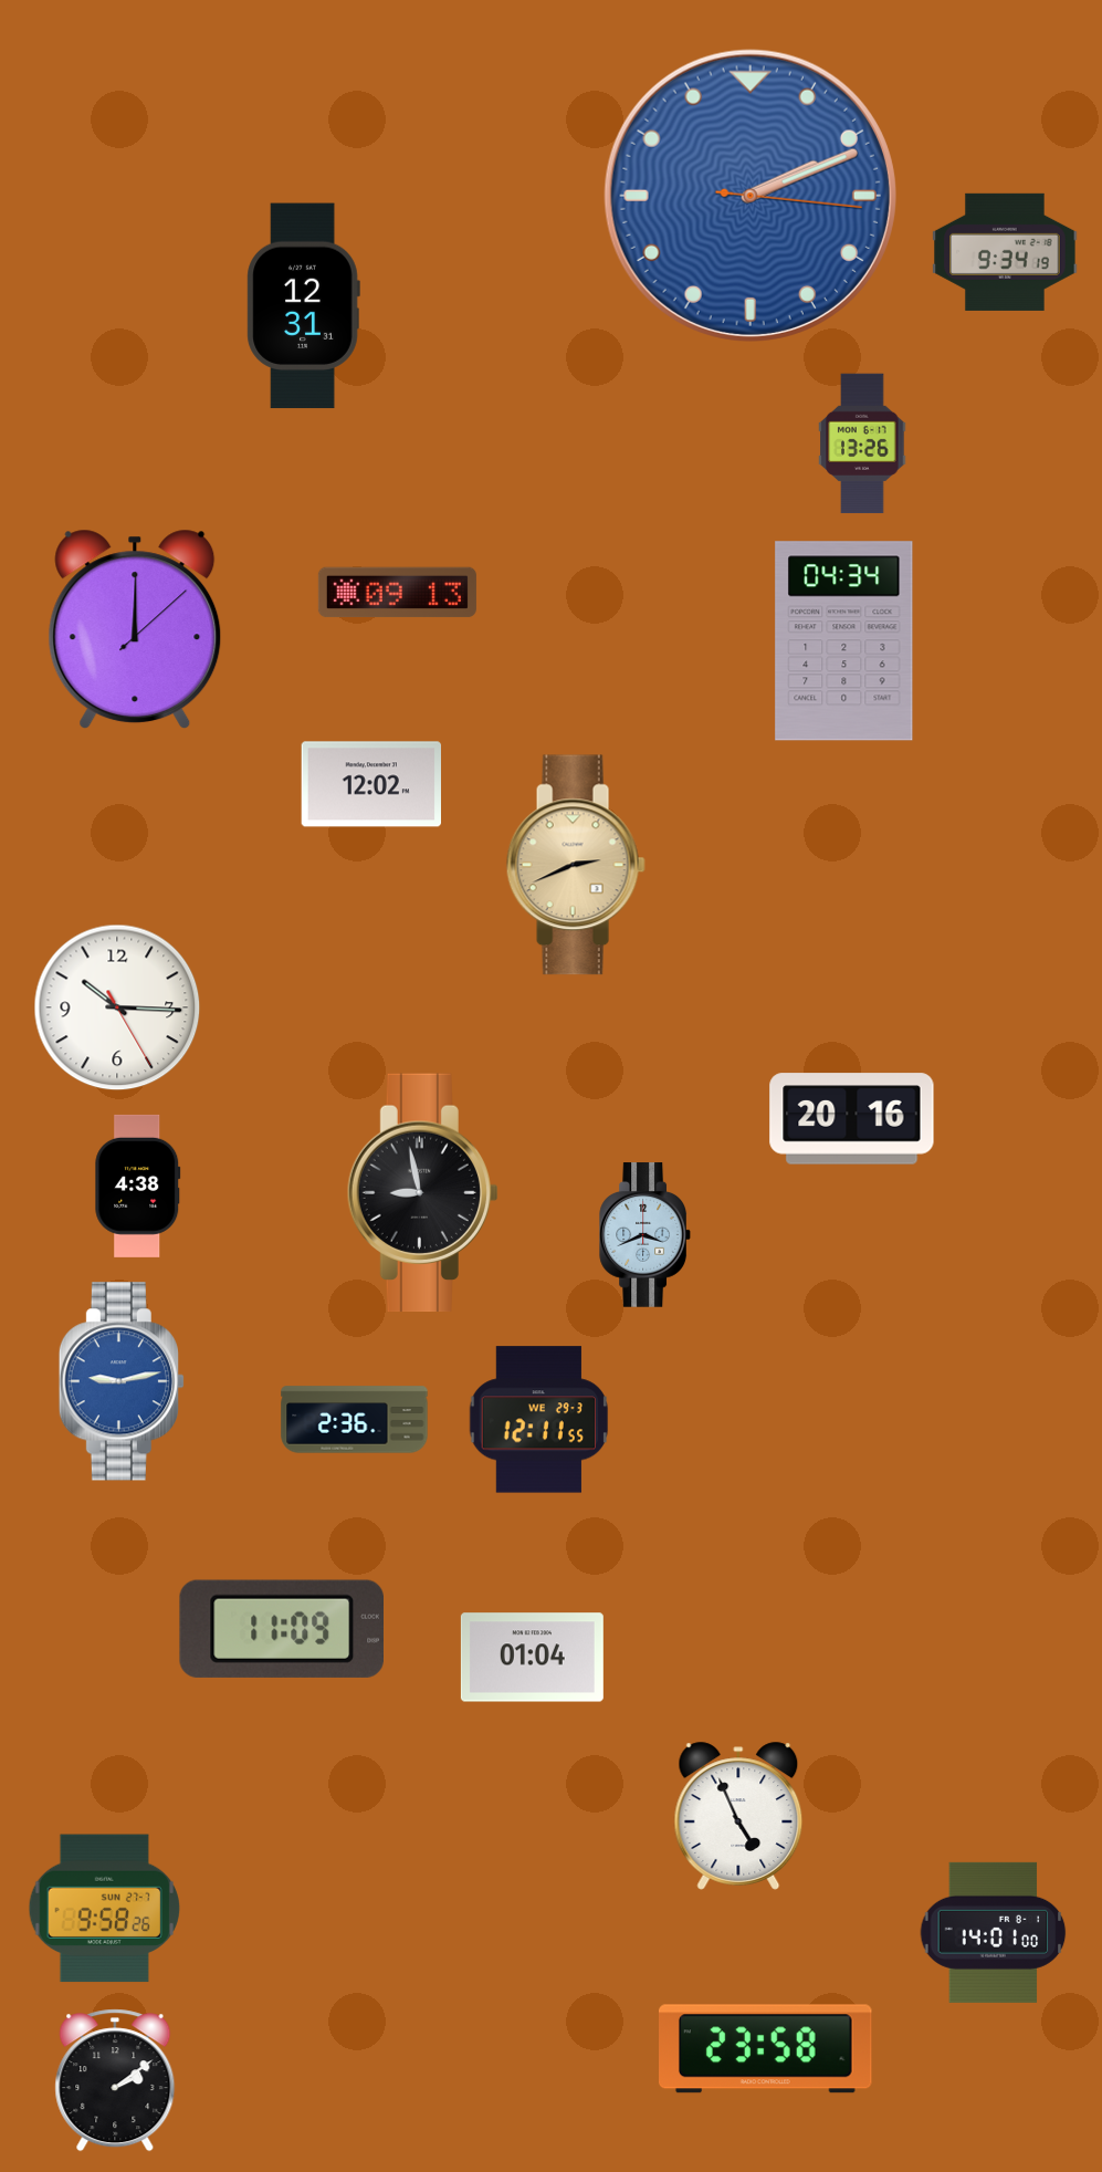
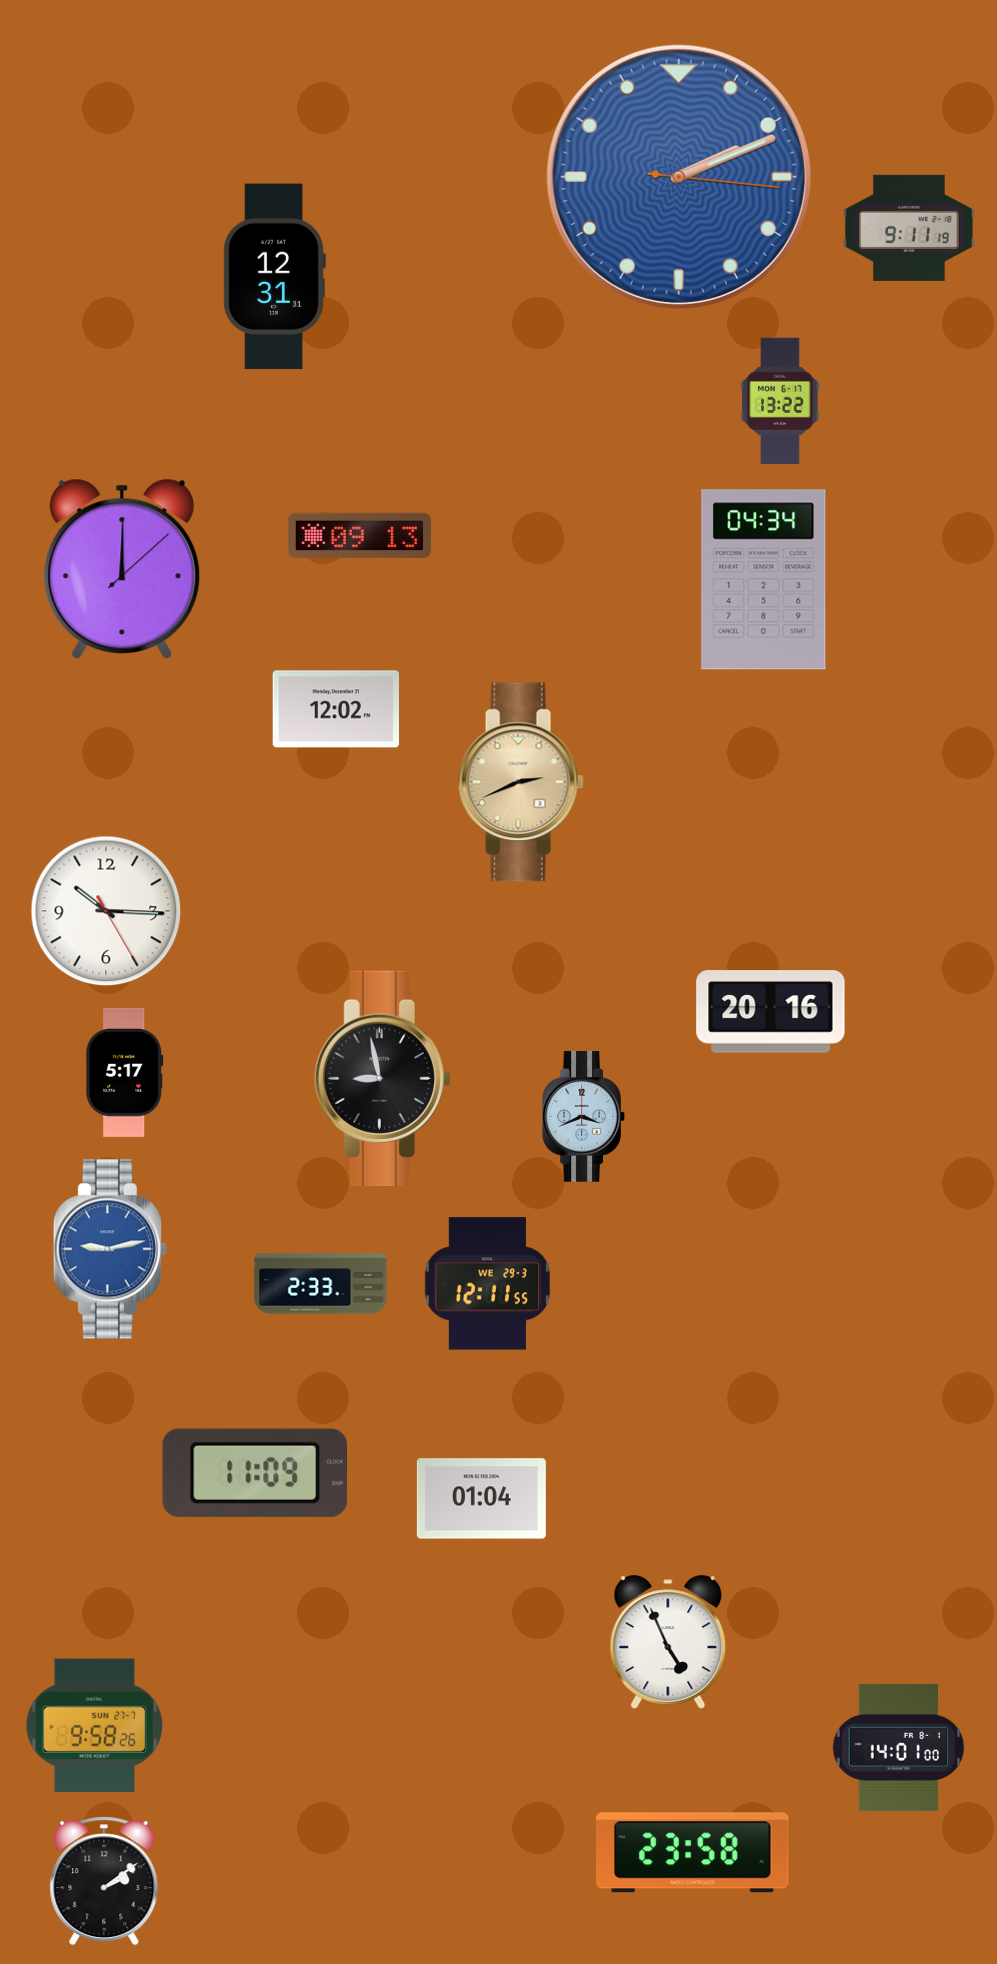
clock at (1005, 252): 9:34 -> 9:11
clock at (862, 443): 13:26 -> 13:22
clock at (138, 1186): 4:38 -> 5:17
clock at (355, 1420): 2:36 -> 2:33
